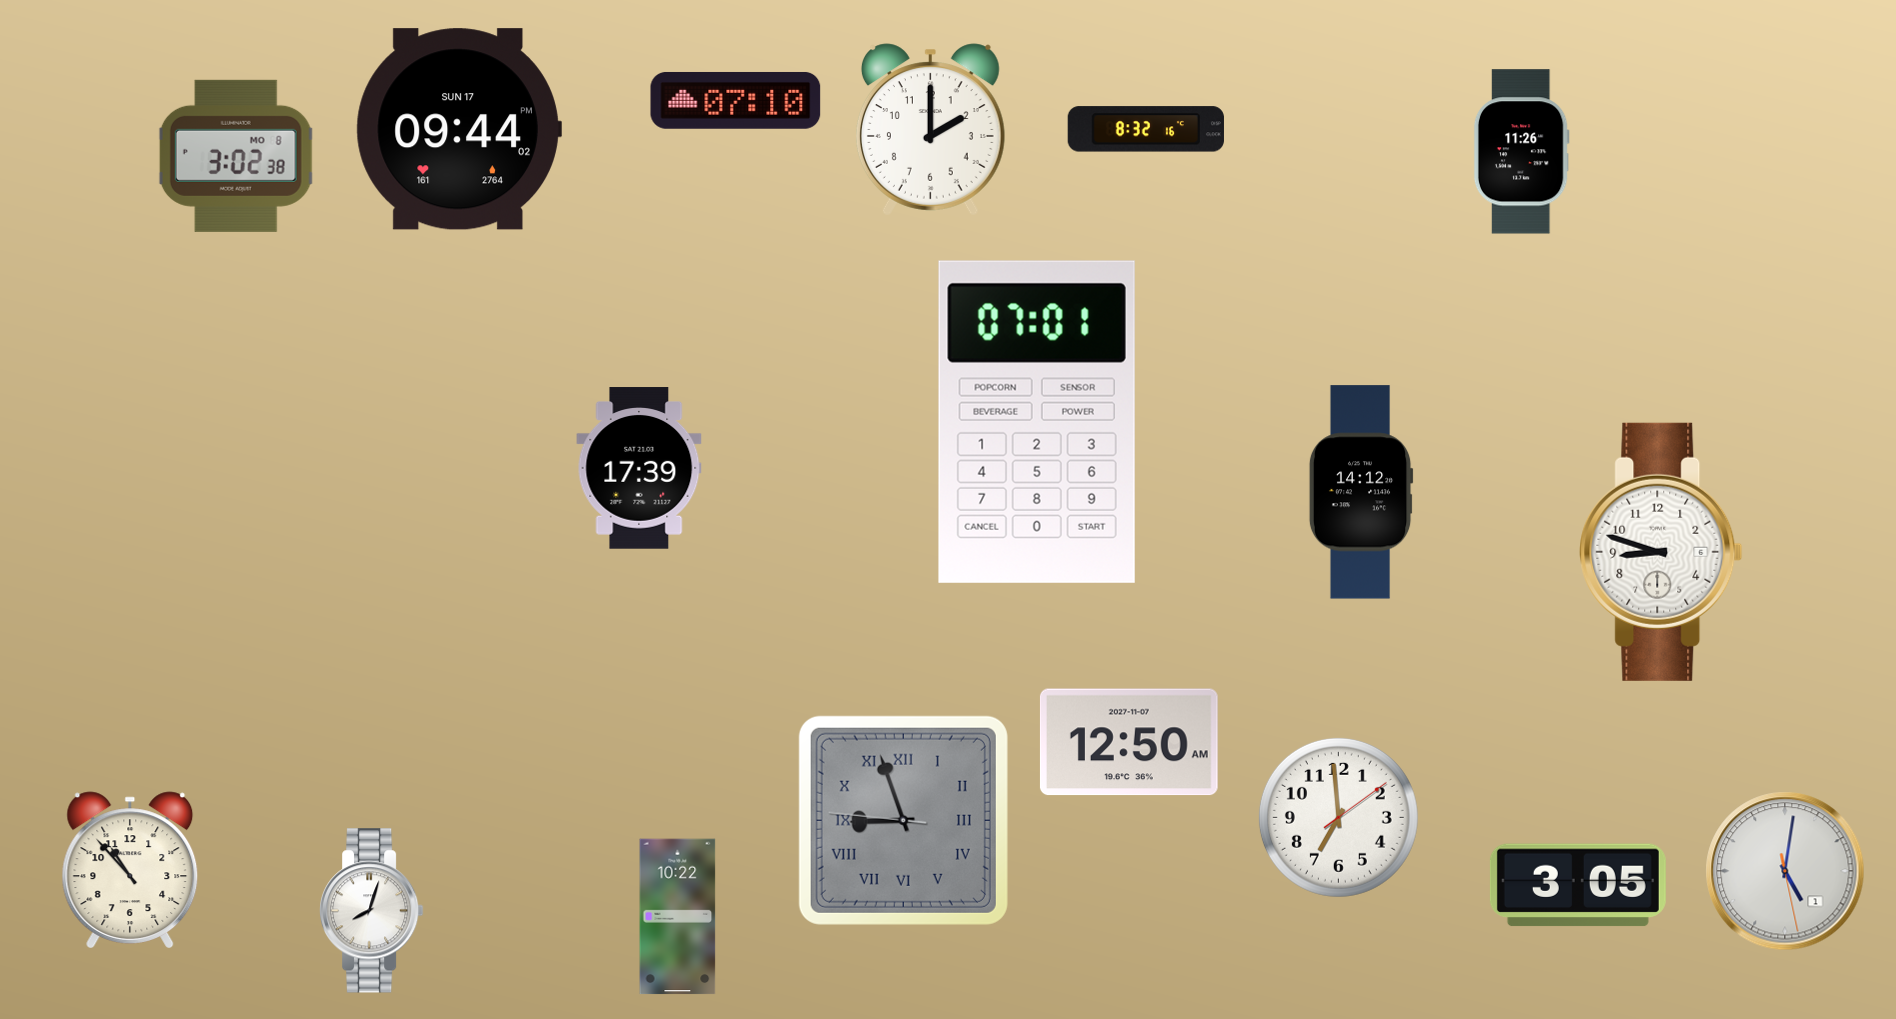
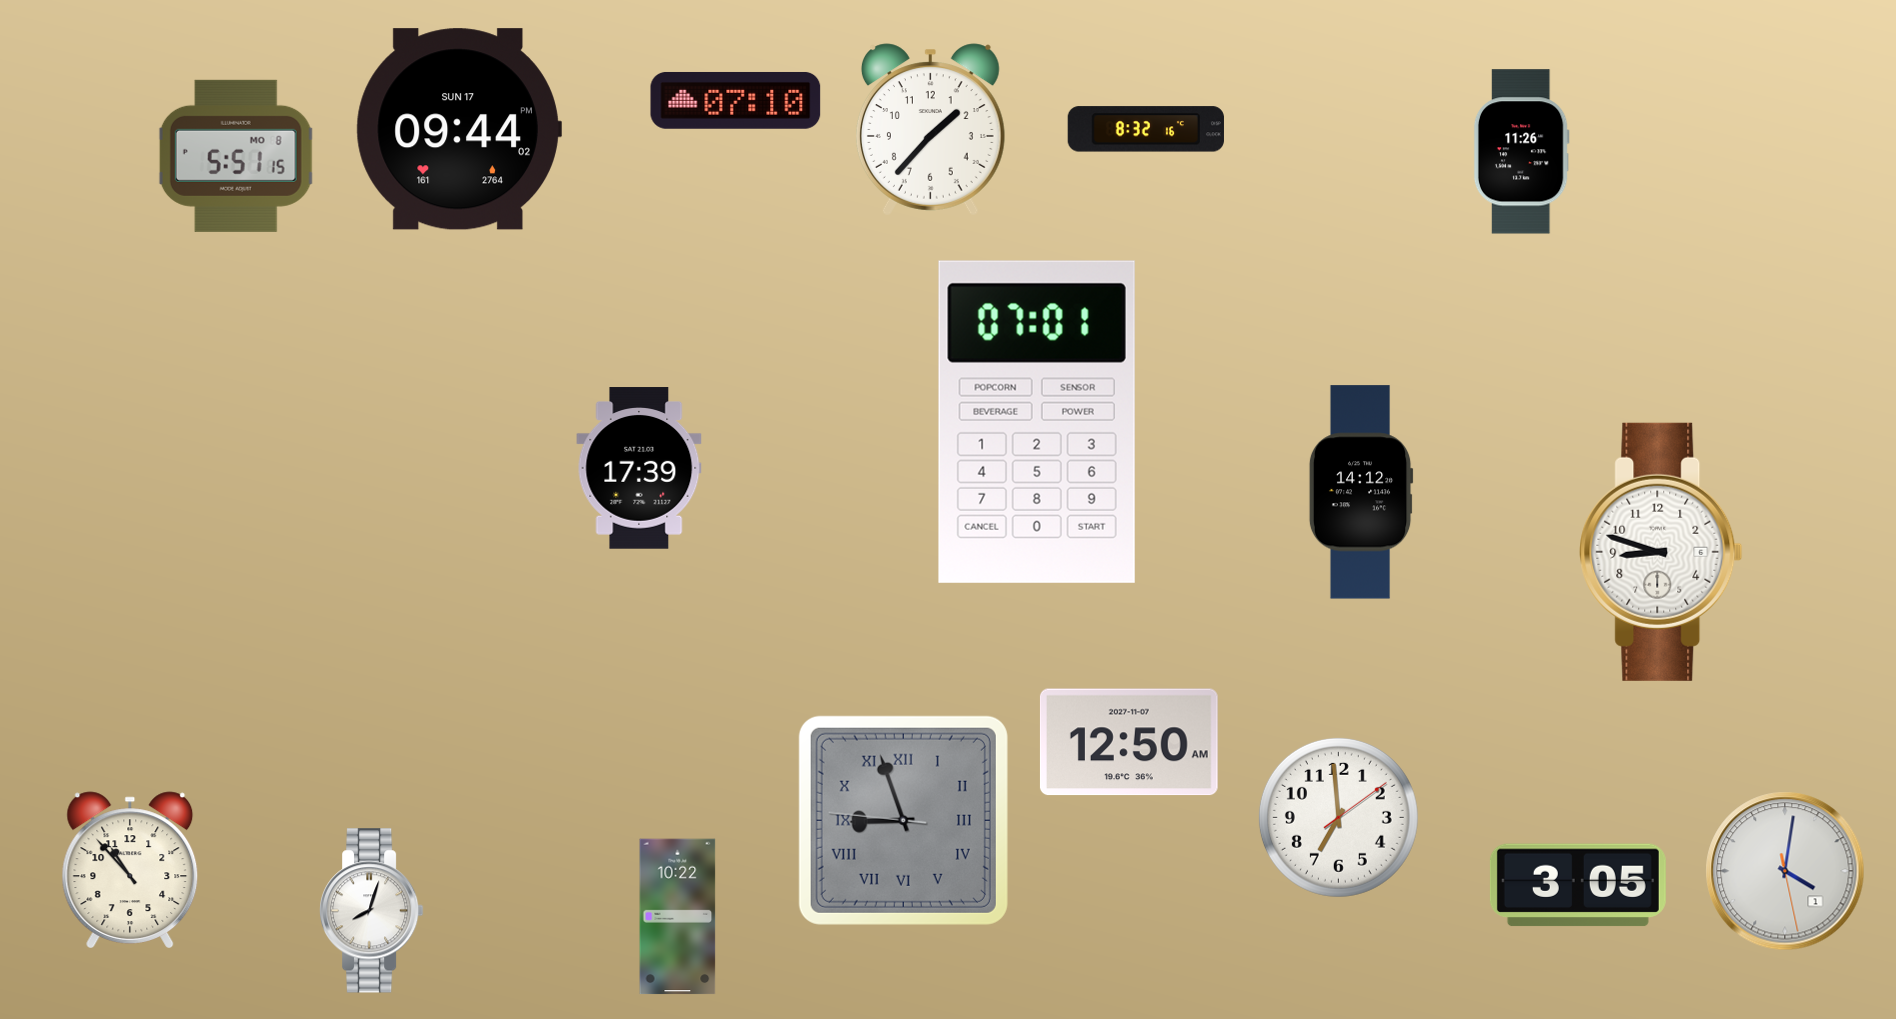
clock at (930, 130): 2:00 -> 1:37
clock at (236, 156): 3:02 -> 5:51
clock at (1785, 871): 5:01 -> 4:01
